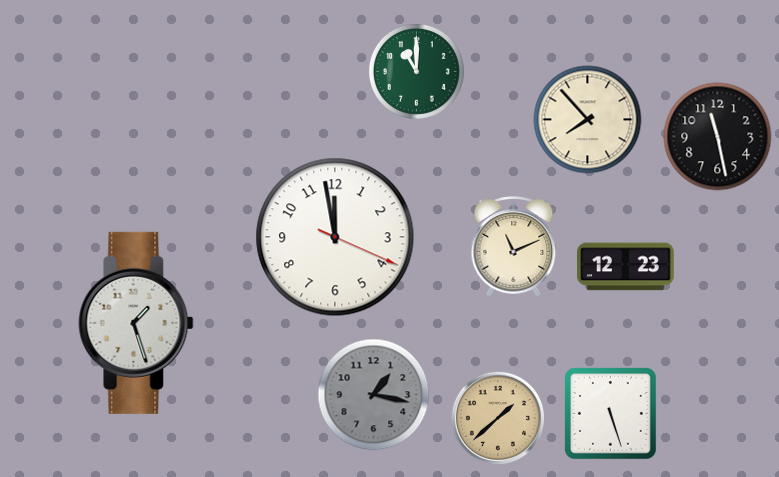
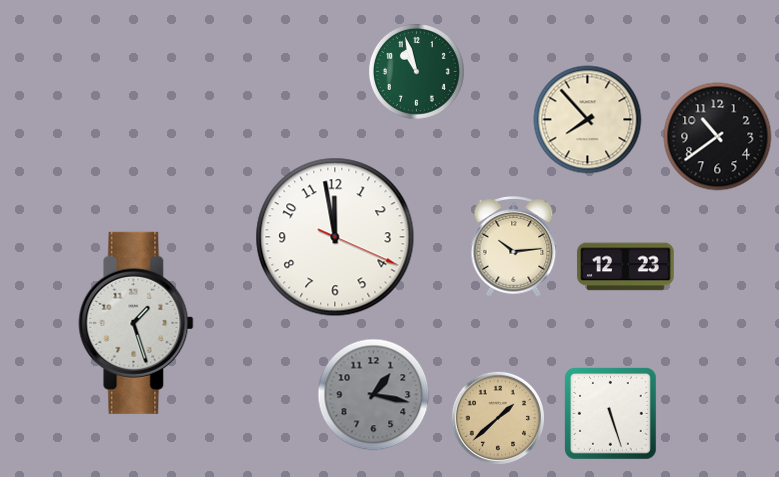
clock at (416, 71): 11:00 -> 10:57
clock at (718, 137): 11:28 -> 10:39
clock at (514, 247): 11:11 -> 10:14
